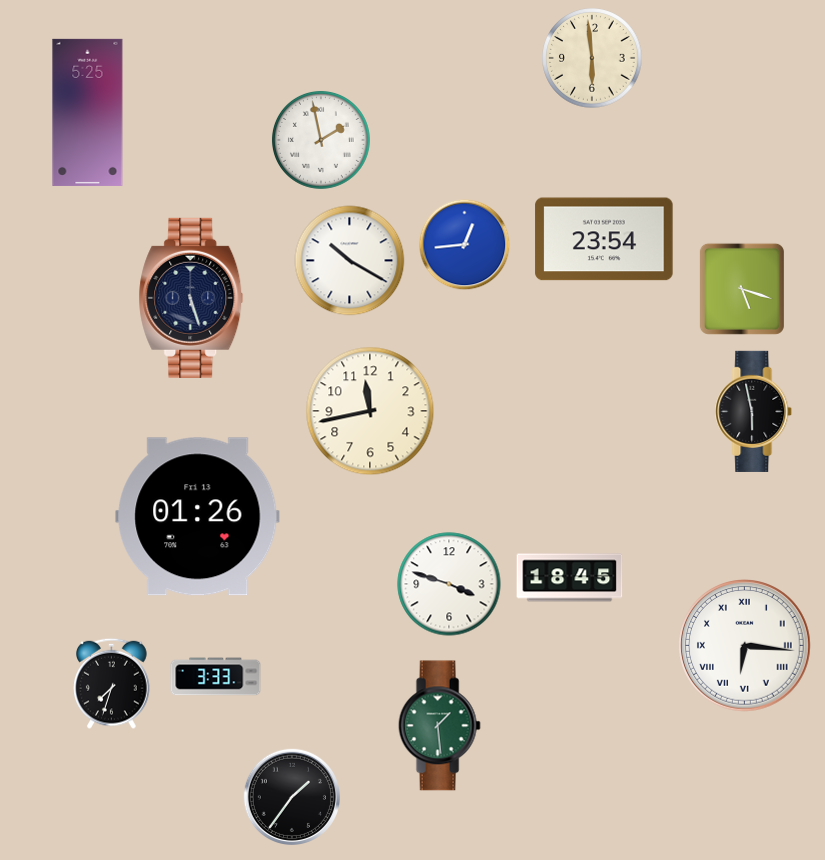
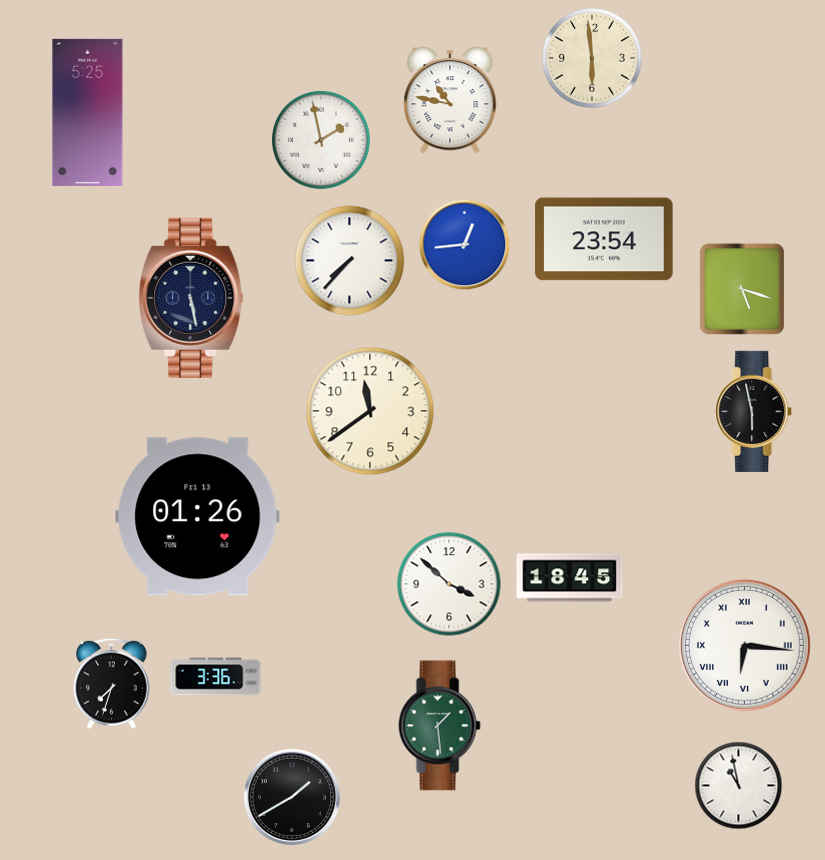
clock at (450, 101): none -> 10:47
clock at (350, 261): 10:20 -> 7:37
clock at (191, 298): 5:27 -> 5:28
clock at (370, 411): 11:43 -> 11:39
clock at (449, 584): 3:48 -> 3:52
clock at (216, 677): 3:33 -> 3:36
clock at (739, 786): none -> 10:58
clock at (292, 797): 1:36 -> 1:40
